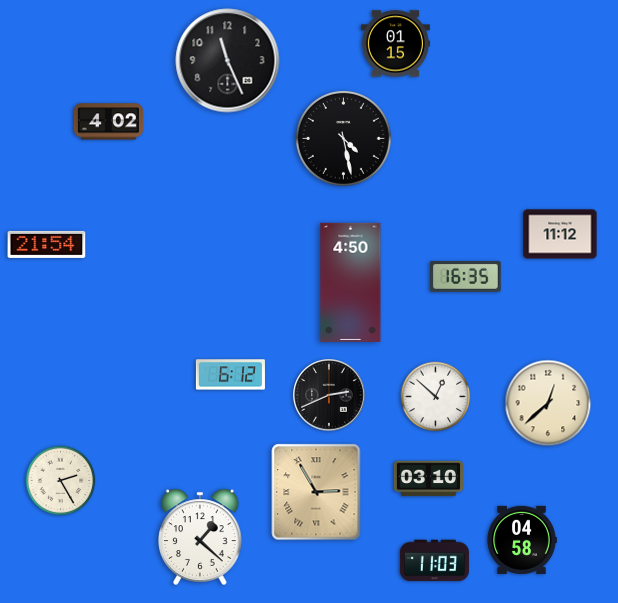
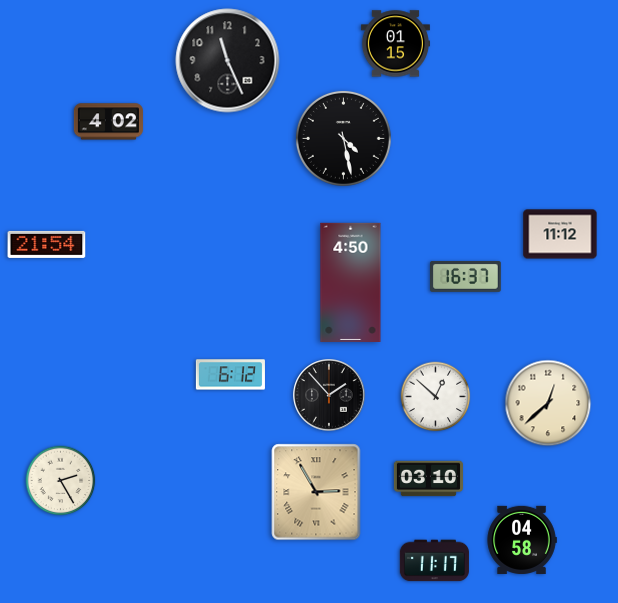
clock at (466, 276): 16:35 -> 16:37
clock at (329, 395): 2:41 -> 1:53
clock at (200, 537): 1:22 -> none
clock at (434, 561): 11:03 -> 11:17
